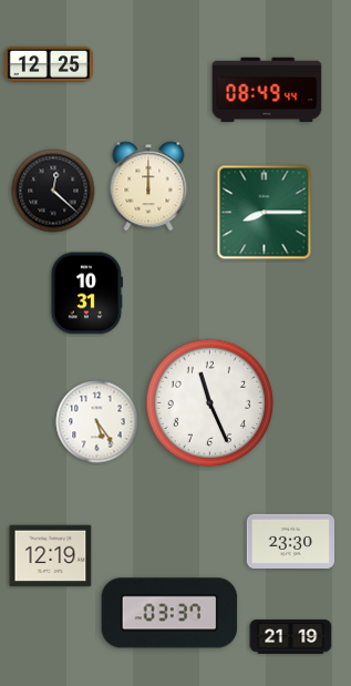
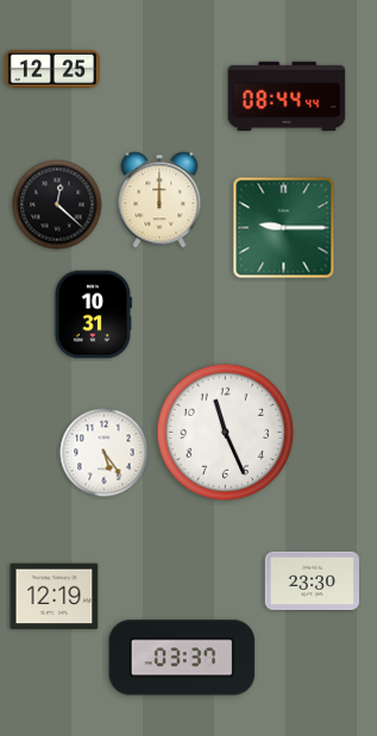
clock at (267, 90): 08:49 -> 08:44
clock at (265, 213): 8:15 -> 9:15
clock at (291, 637): 21:19 -> none
